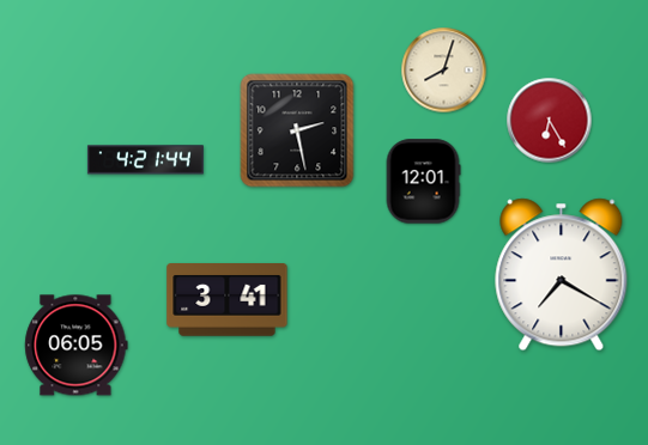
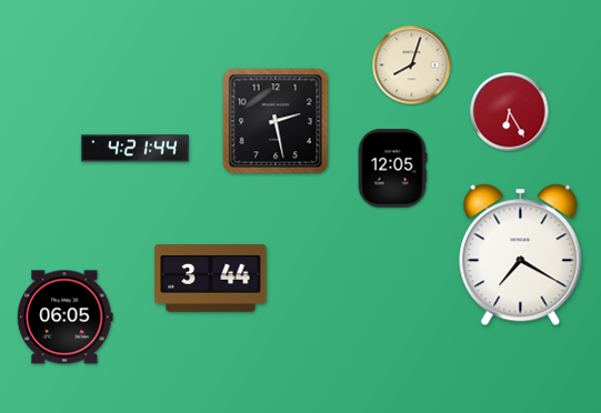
clock at (423, 182): 12:01 -> 12:05
clock at (228, 300): 3:41 -> 3:44
clock at (77, 346) position: (77, 346) -> (66, 318)
